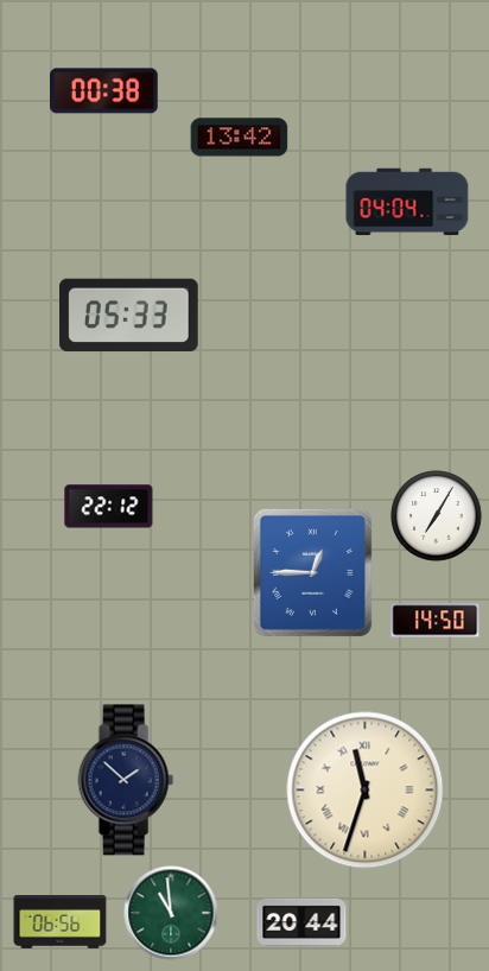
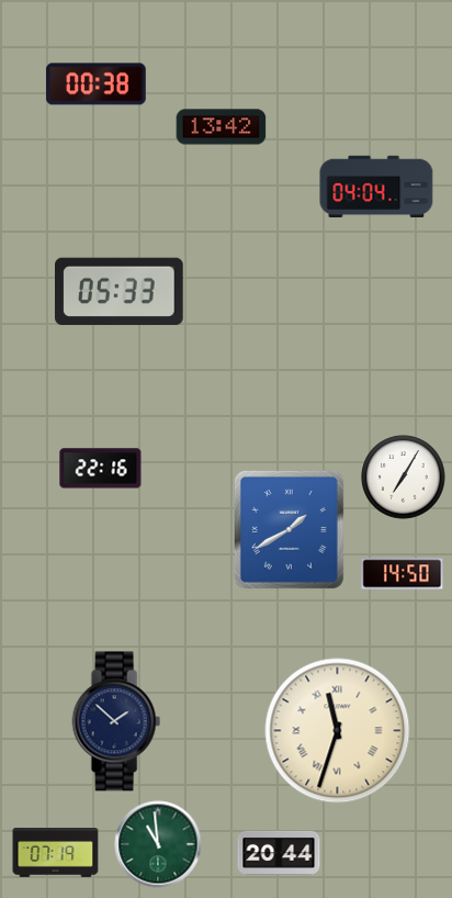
clock at (109, 507): 22:12 -> 22:16
clock at (312, 572): 12:45 -> 1:40
clock at (61, 922): 06:56 -> 07:19
